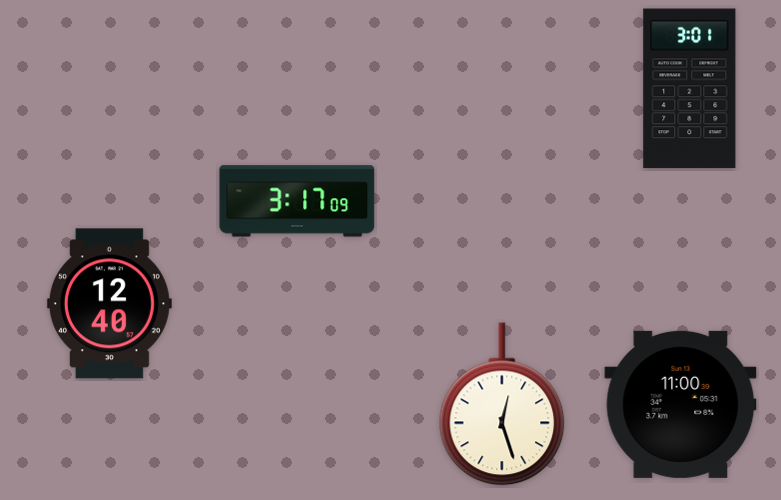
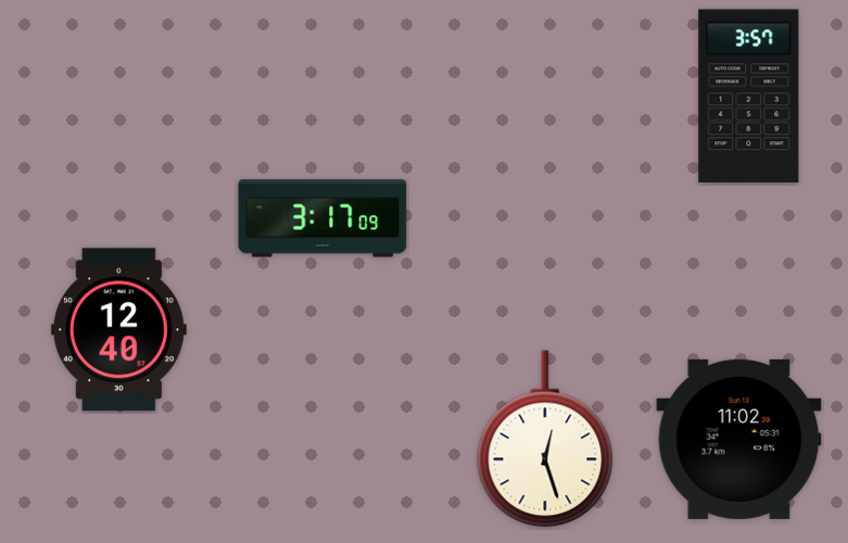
clock at (690, 89): 3:01 -> 3:57
clock at (681, 404): 11:00 -> 11:02
